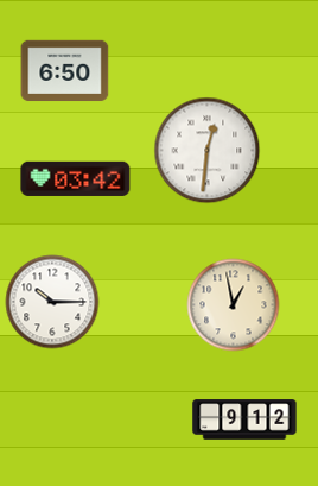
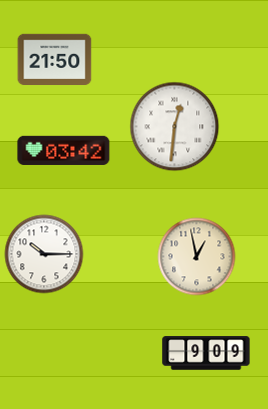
clock at (65, 71): 6:50 -> 21:50
clock at (244, 419): 9:12 -> 9:09
